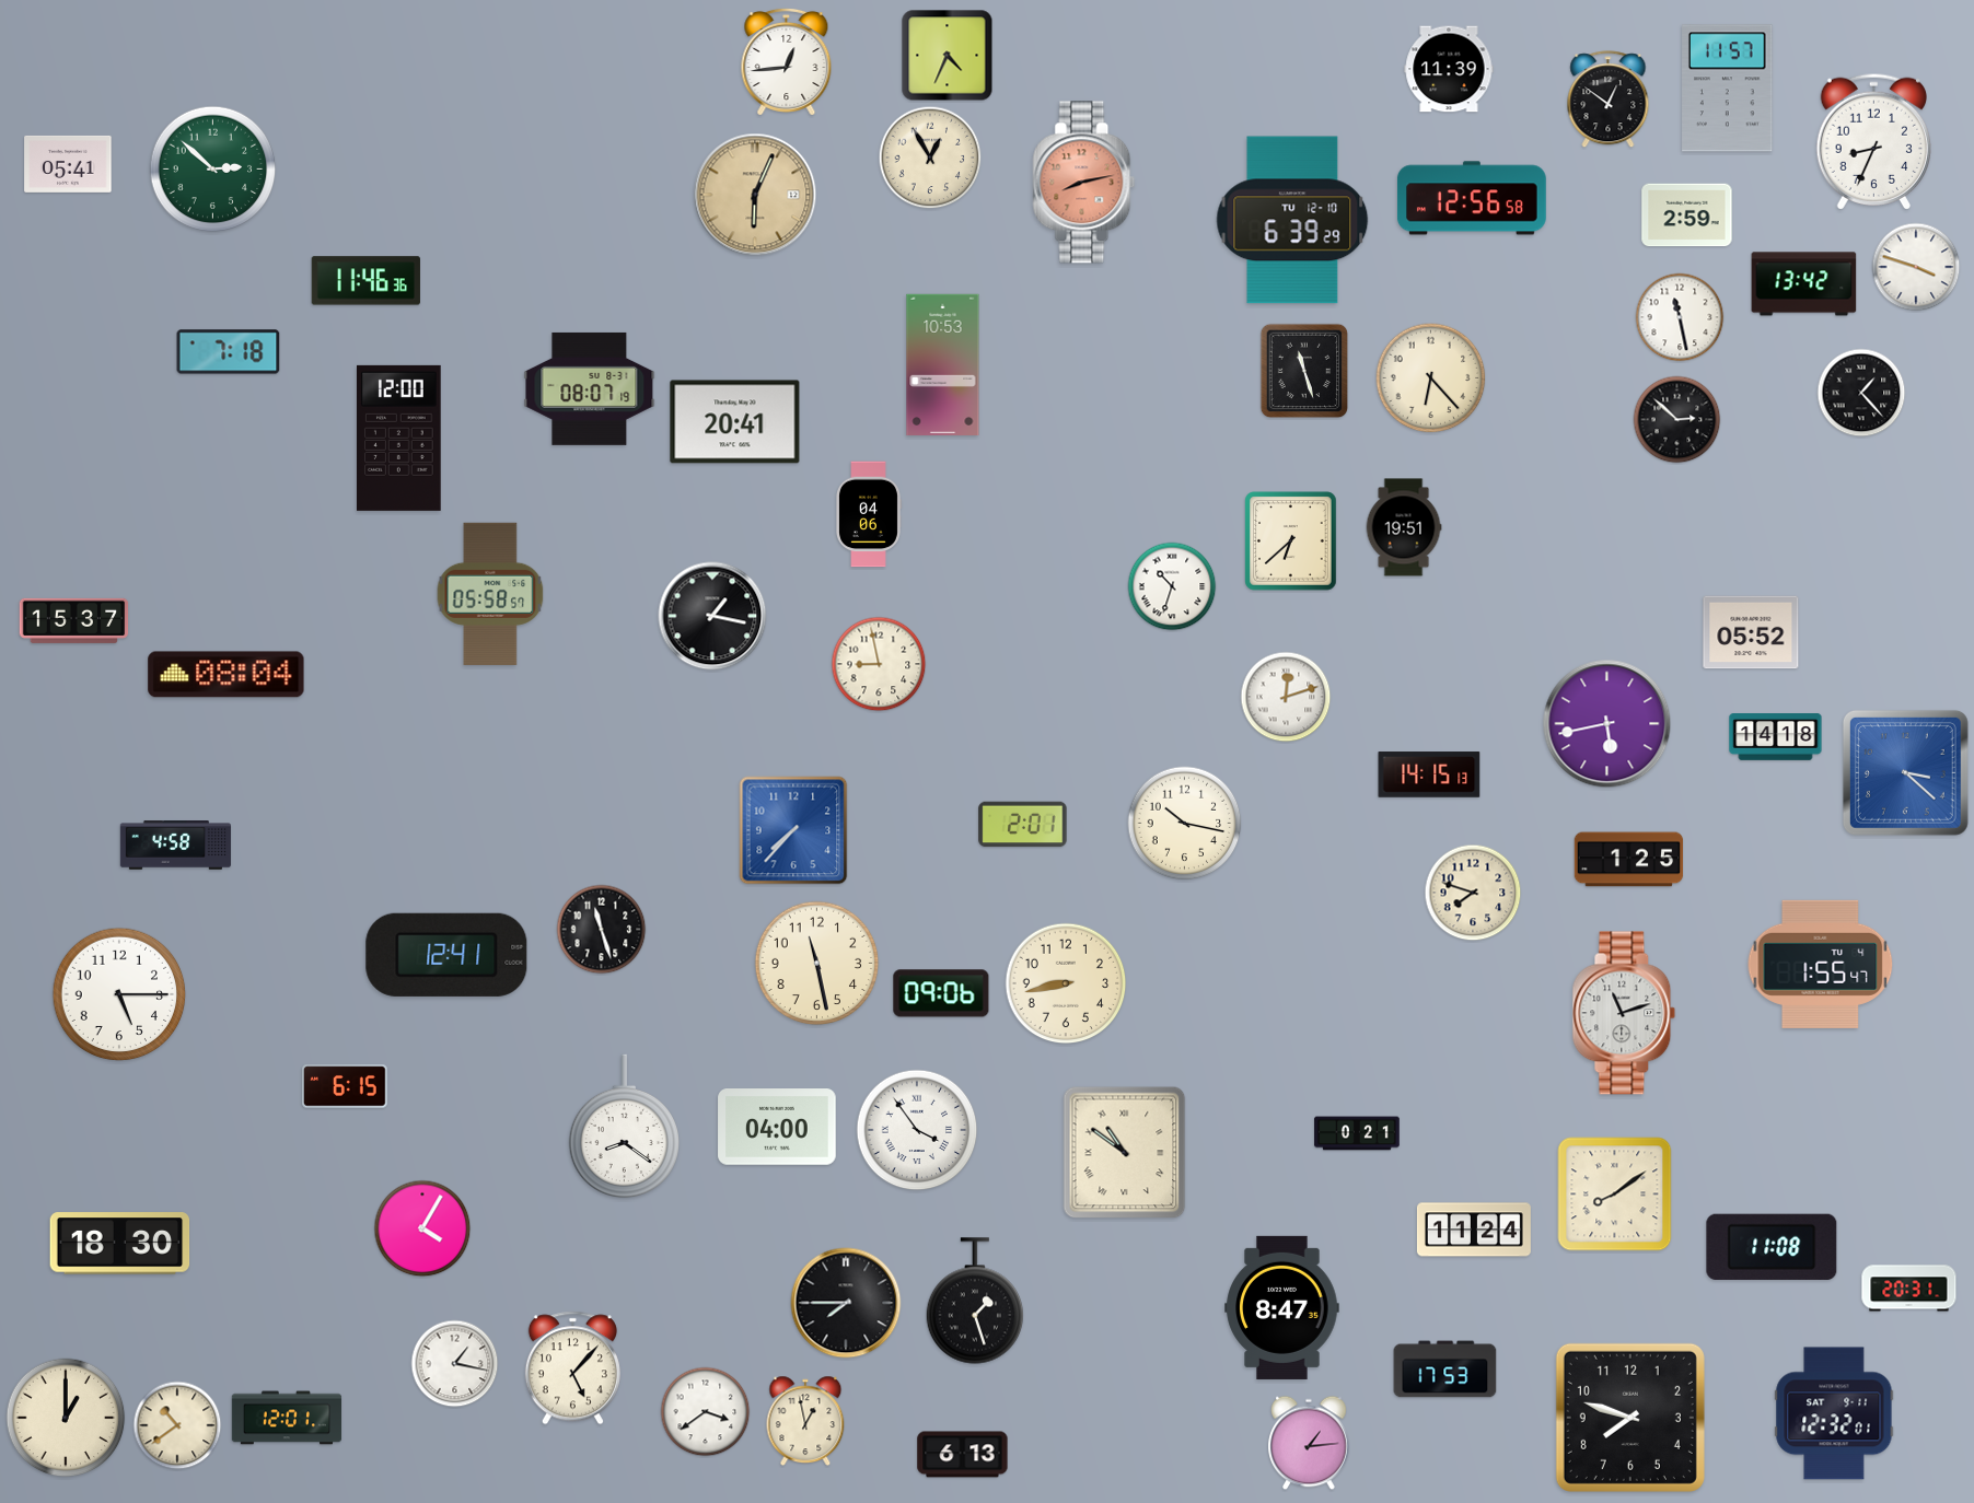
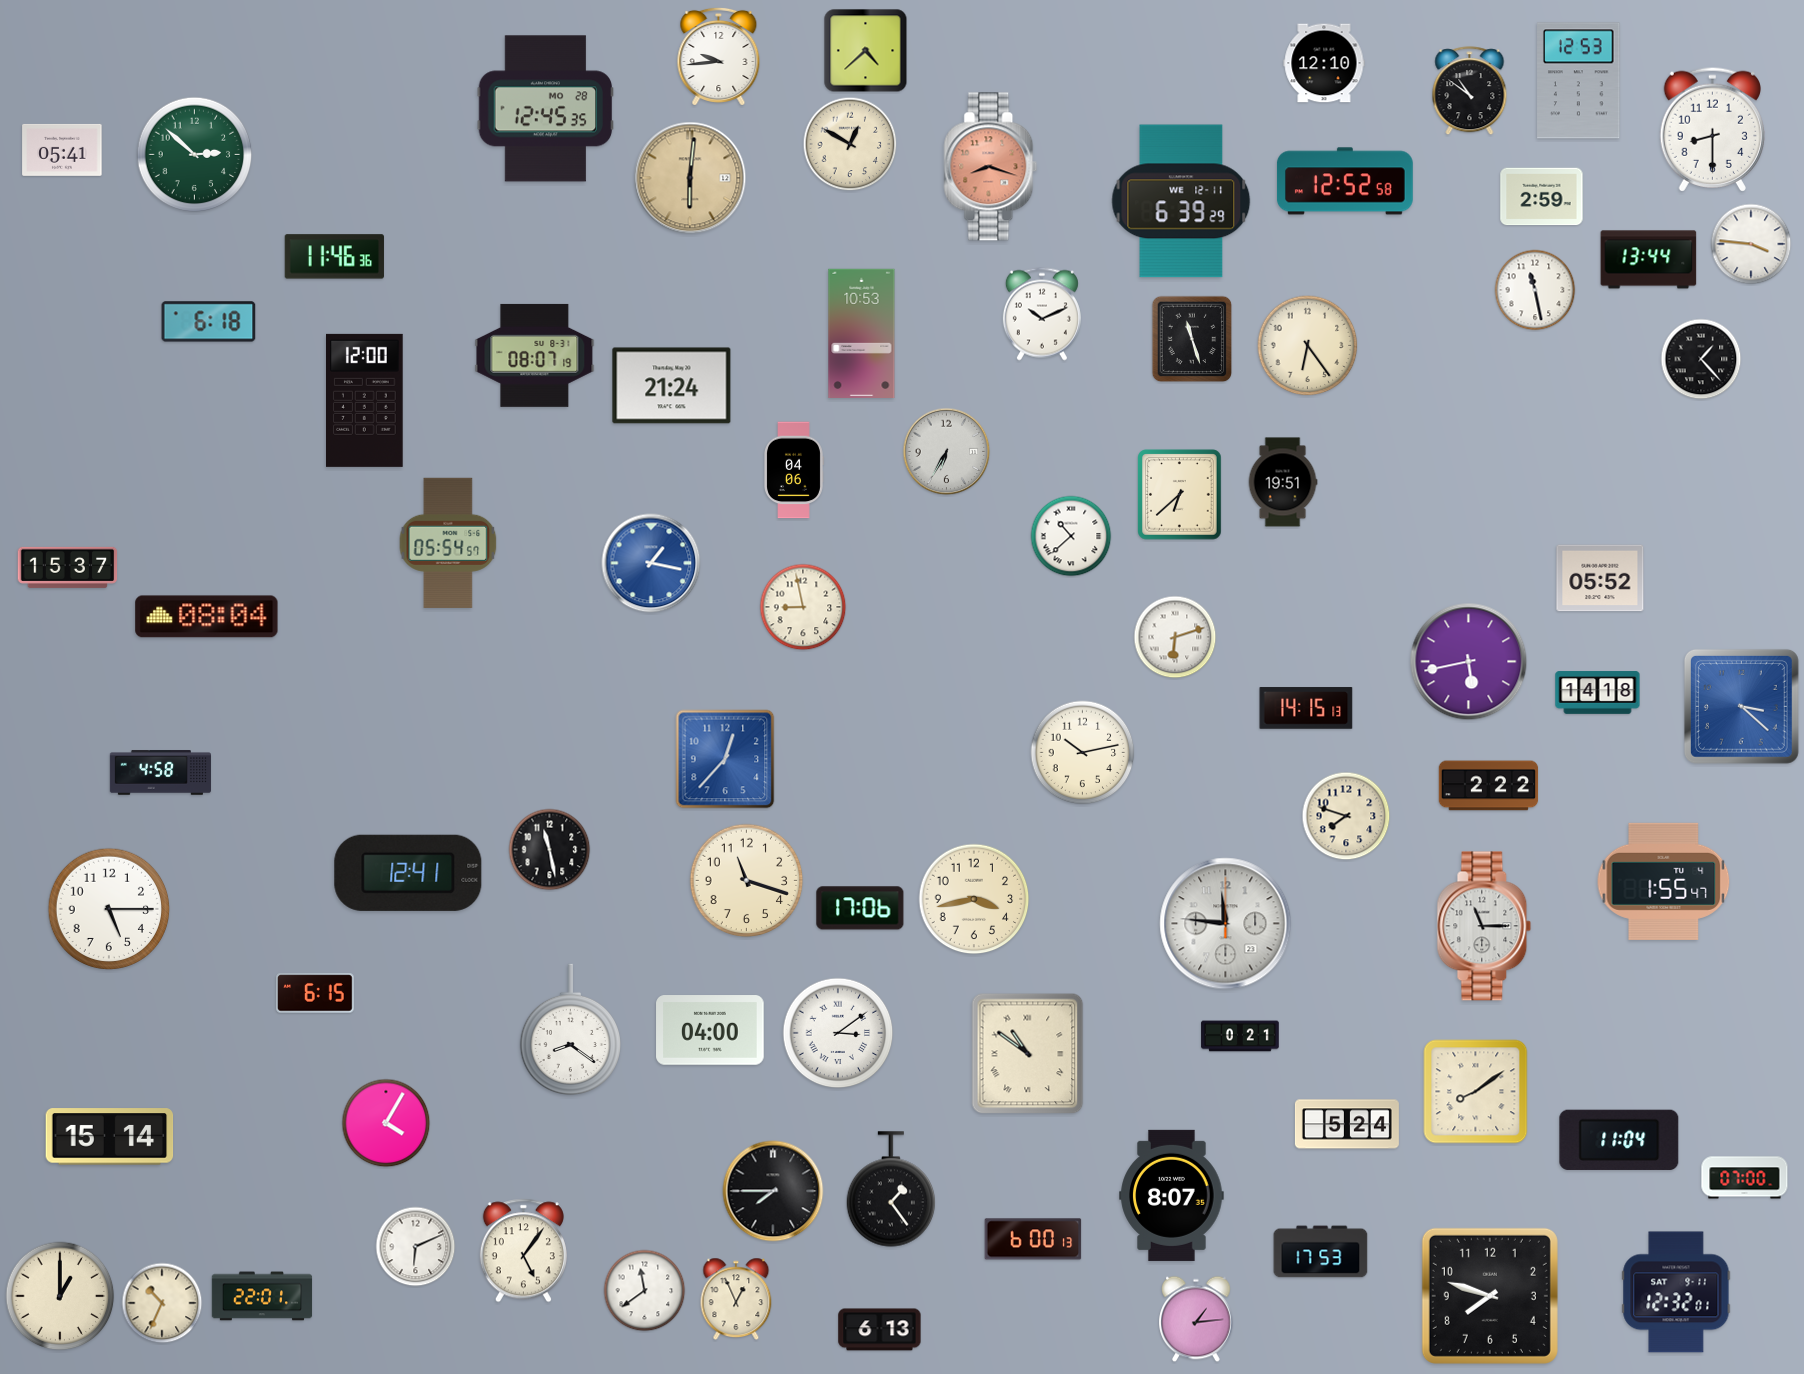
clock at (948, 56): 4:34 -> 4:38
clock at (787, 61): 12:44 -> 9:44
clock at (1449, 69): 11:39 -> 12:10
clock at (1728, 89): 11:57 -> 12:53
clock at (1609, 100): 12:51 -> 10:51
clock at (546, 109): none -> 12:45
clock at (1873, 141): 8:34 -> 8:30
clock at (930, 158): 12:55 -> 12:50
clock at (1084, 183): 8:13 -> 8:18
clock at (755, 195): 6:04 -> 6:01
clock at (1472, 198): 12:56 -> 12:52
clock at (1292, 220) date: TU 12-10 -> WE 12-11
clock at (1916, 267): 3:48 -> 3:46
clock at (1804, 284): 13:42 -> 13:44
clock at (1042, 314): none -> 10:11
clock at (229, 352): 7:18 -> 6:18
clock at (1431, 378): 6:23 -> 6:24
clock at (590, 388) position: (590, 388) -> (535, 355)
clock at (1677, 420): 2:52 -> none
clock at (735, 422): 20:41 -> 21:24
clock at (947, 452): none -> 6:35
clock at (1172, 586): 10:33 -> 10:38
clock at (490, 594): 05:58 -> 05:54
clock at (712, 616) dial: black -> blue
clock at (1286, 697): 12:12 -> 6:12
clock at (1776, 737) position: (1776, 737) -> (1598, 693)
clock at (1185, 824): 10:17 -> 10:13
clock at (1023, 825): 2:01 -> none
clock at (793, 830): 7:37 -> 12:37
clock at (1629, 860): 1:25 -> 2:22
clock at (602, 930): 11:27 -> 11:28
clock at (817, 964): 11:28 -> 11:18
clock at (1066, 983): 8:43 -> 3:43
clock at (941, 993): 09:06 -> 17:06
clock at (1226, 924): none -> 11:46
clock at (1624, 1013): 11:12 -> 11:15
clock at (917, 1130): 3:54 -> 3:09
clock at (1474, 1230): 11:24 -> 5:24
clock at (120, 1244): 18:30 -> 15:14
clock at (1772, 1246): 11:08 -> 11:04
clock at (1909, 1289): 20:31 -> 07:00
clock at (974, 1301): 1:27 -> 1:24
clock at (1282, 1307): 8:47 -> 8:07
clock at (1033, 1239): none -> 6:00
clock at (455, 1364): 1:17 -> 6:11
clock at (572, 1368): 5:07 -> 5:06
clock at (706, 1412): 3:39 -> 11:39
clock at (287, 1418): 12:01 -> 22:01
clock at (805, 1421): 12:58 -> 12:56
clock at (177, 1425): 10:39 -> 10:34
